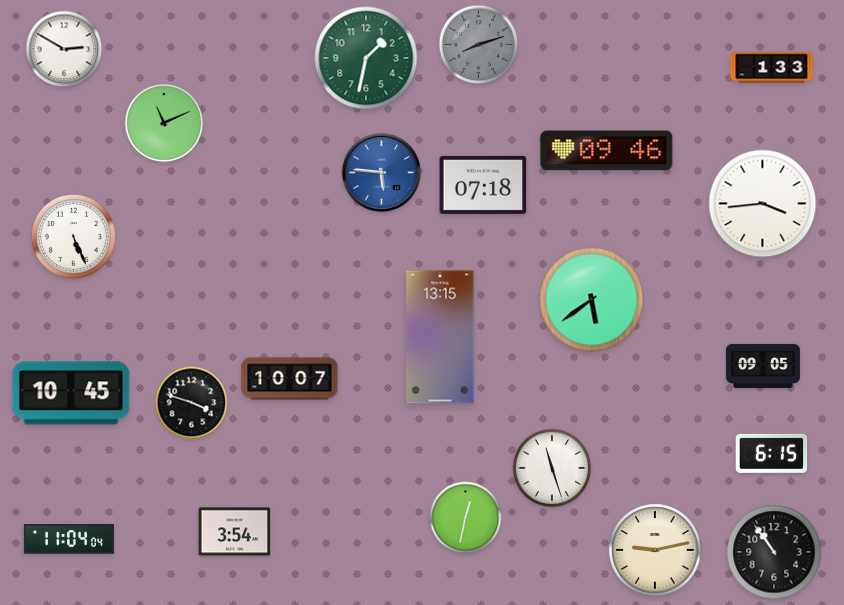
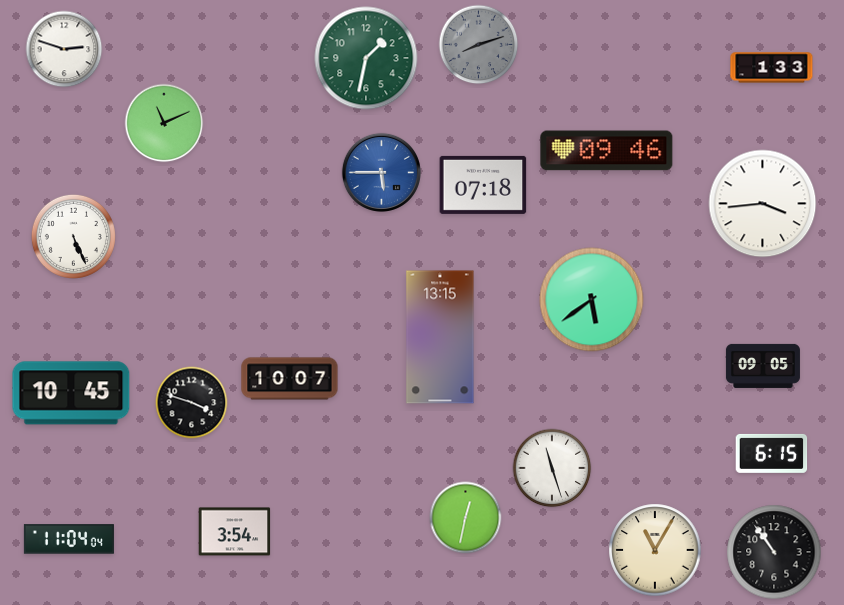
clock at (64, 49): 2:50 -> 2:48
clock at (381, 172): 5:46 -> 5:45
clock at (655, 550): 9:13 -> 11:05
